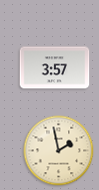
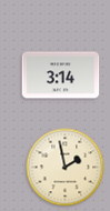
clock at (55, 68): 3:57 -> 3:14
